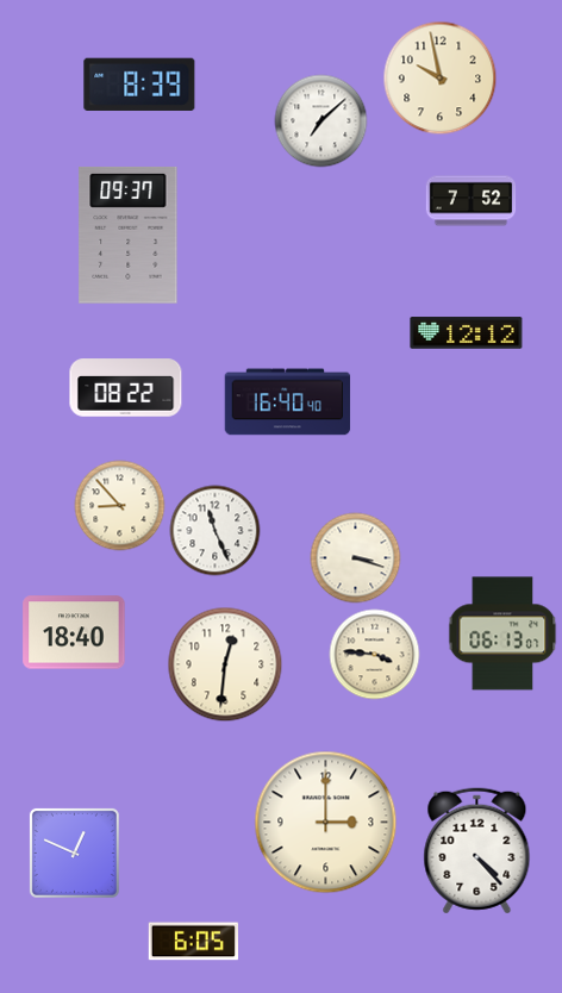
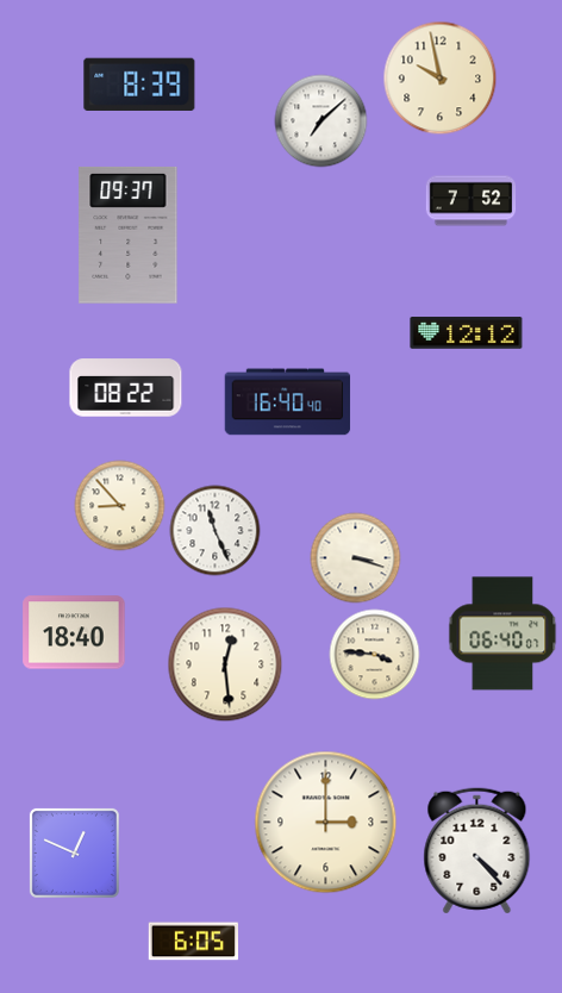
clock at (502, 633): 06:13 -> 06:40
clock at (225, 664): 12:31 -> 12:29
